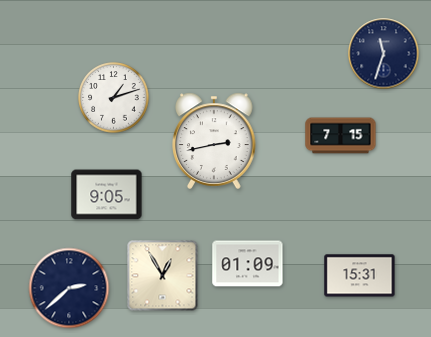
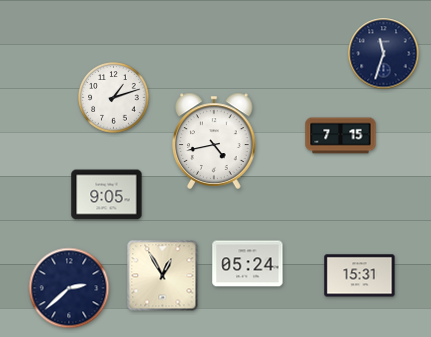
clock at (214, 141): 2:43 -> 4:43
clock at (248, 264): 01:09 -> 05:24
